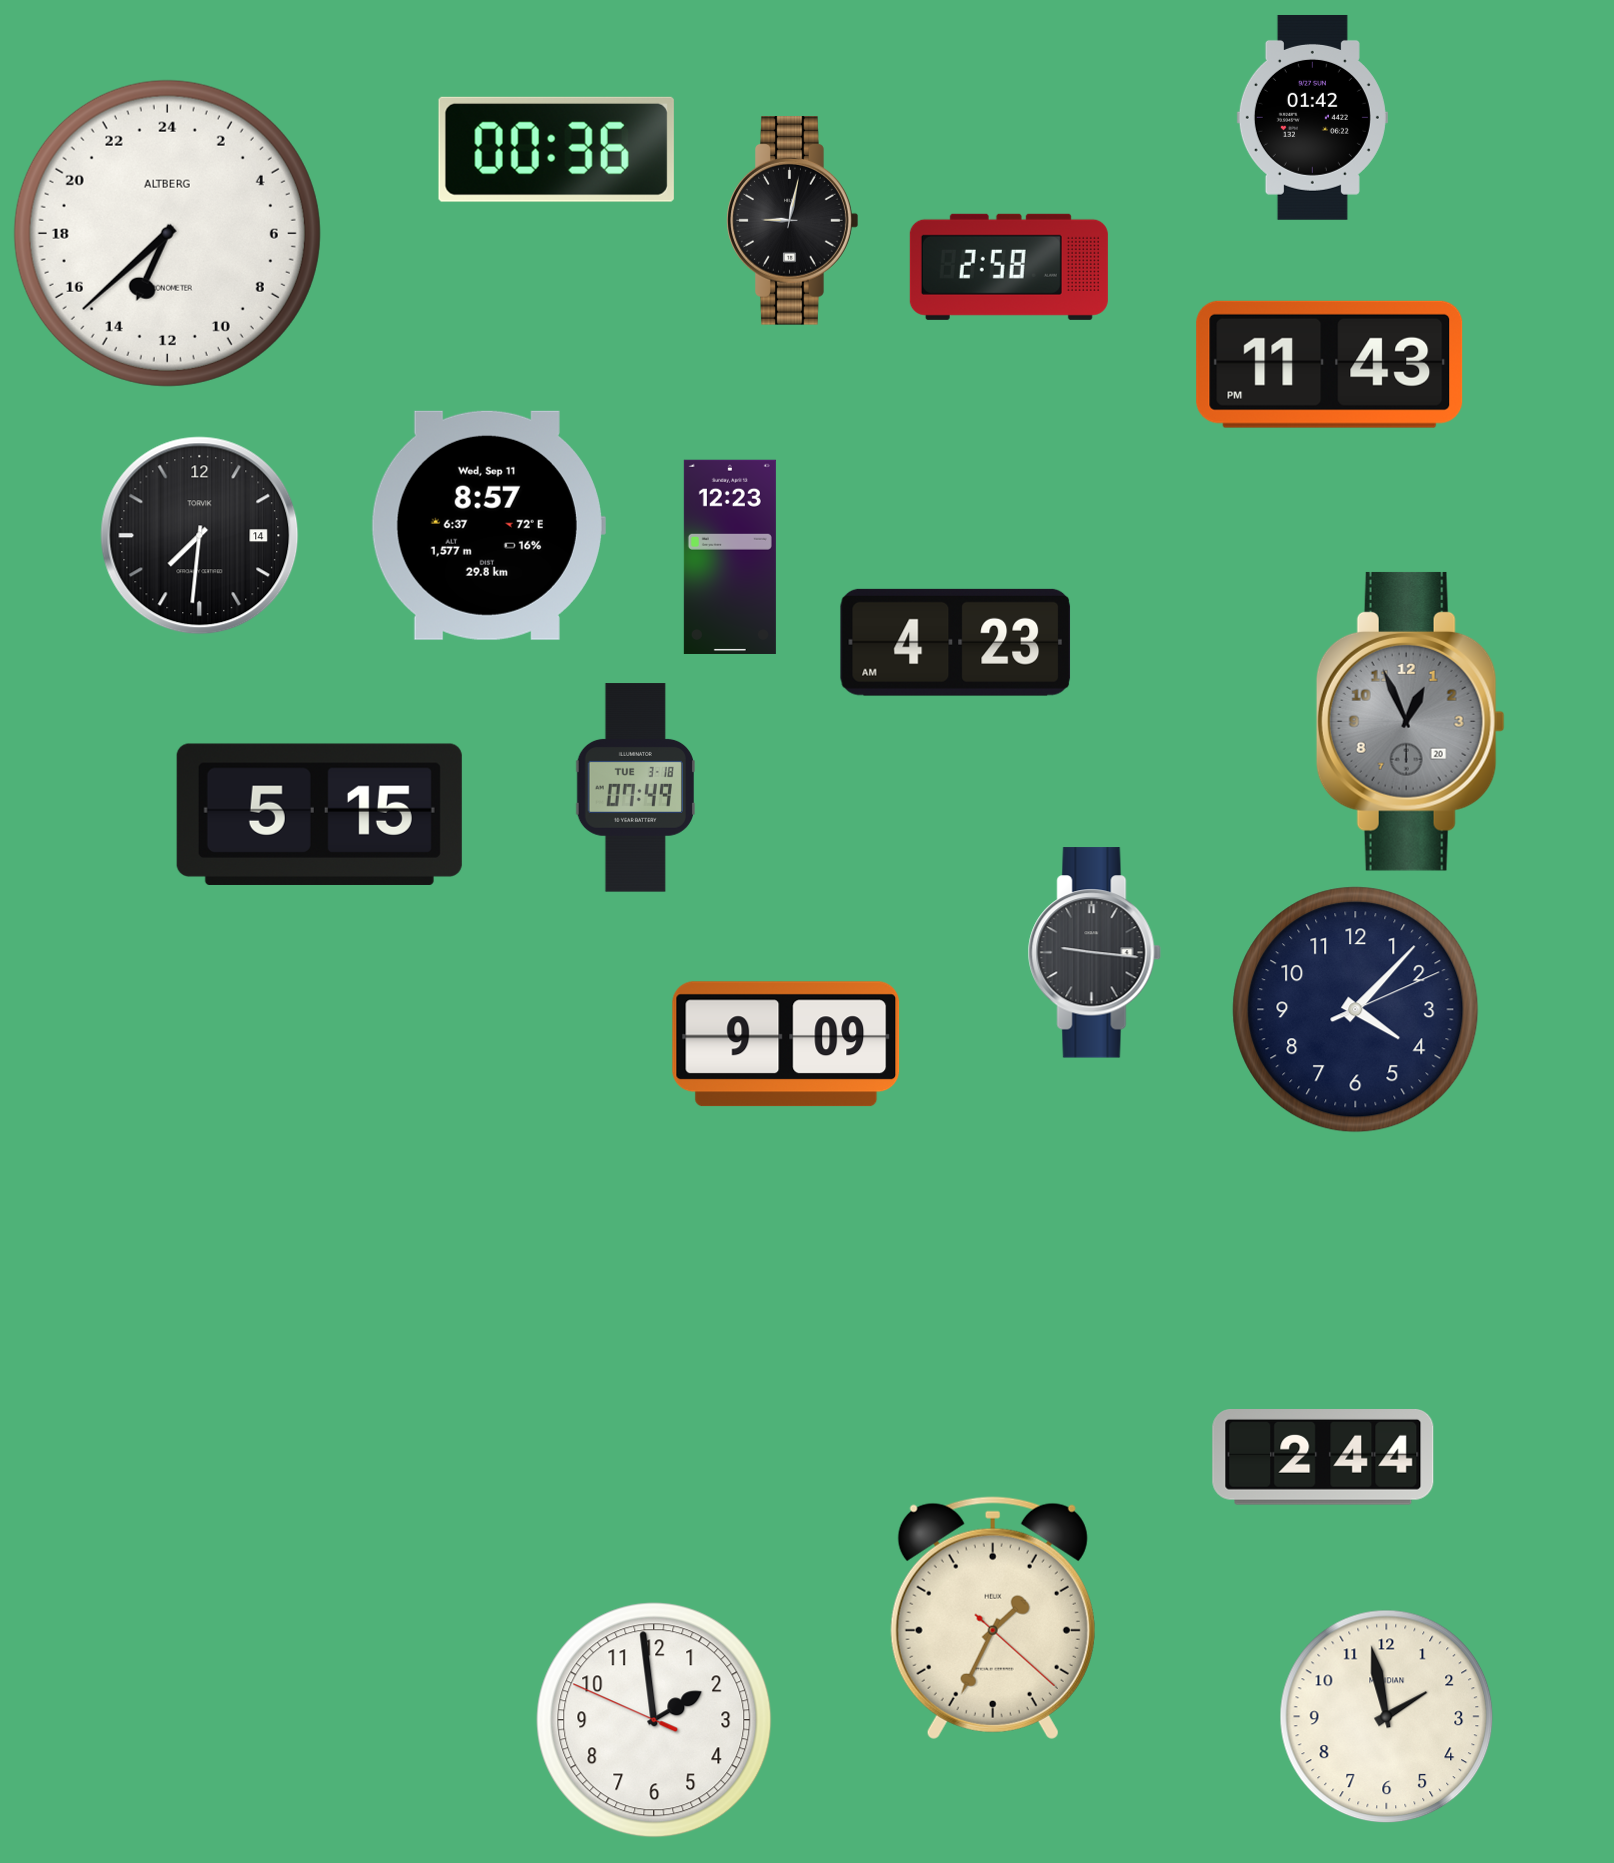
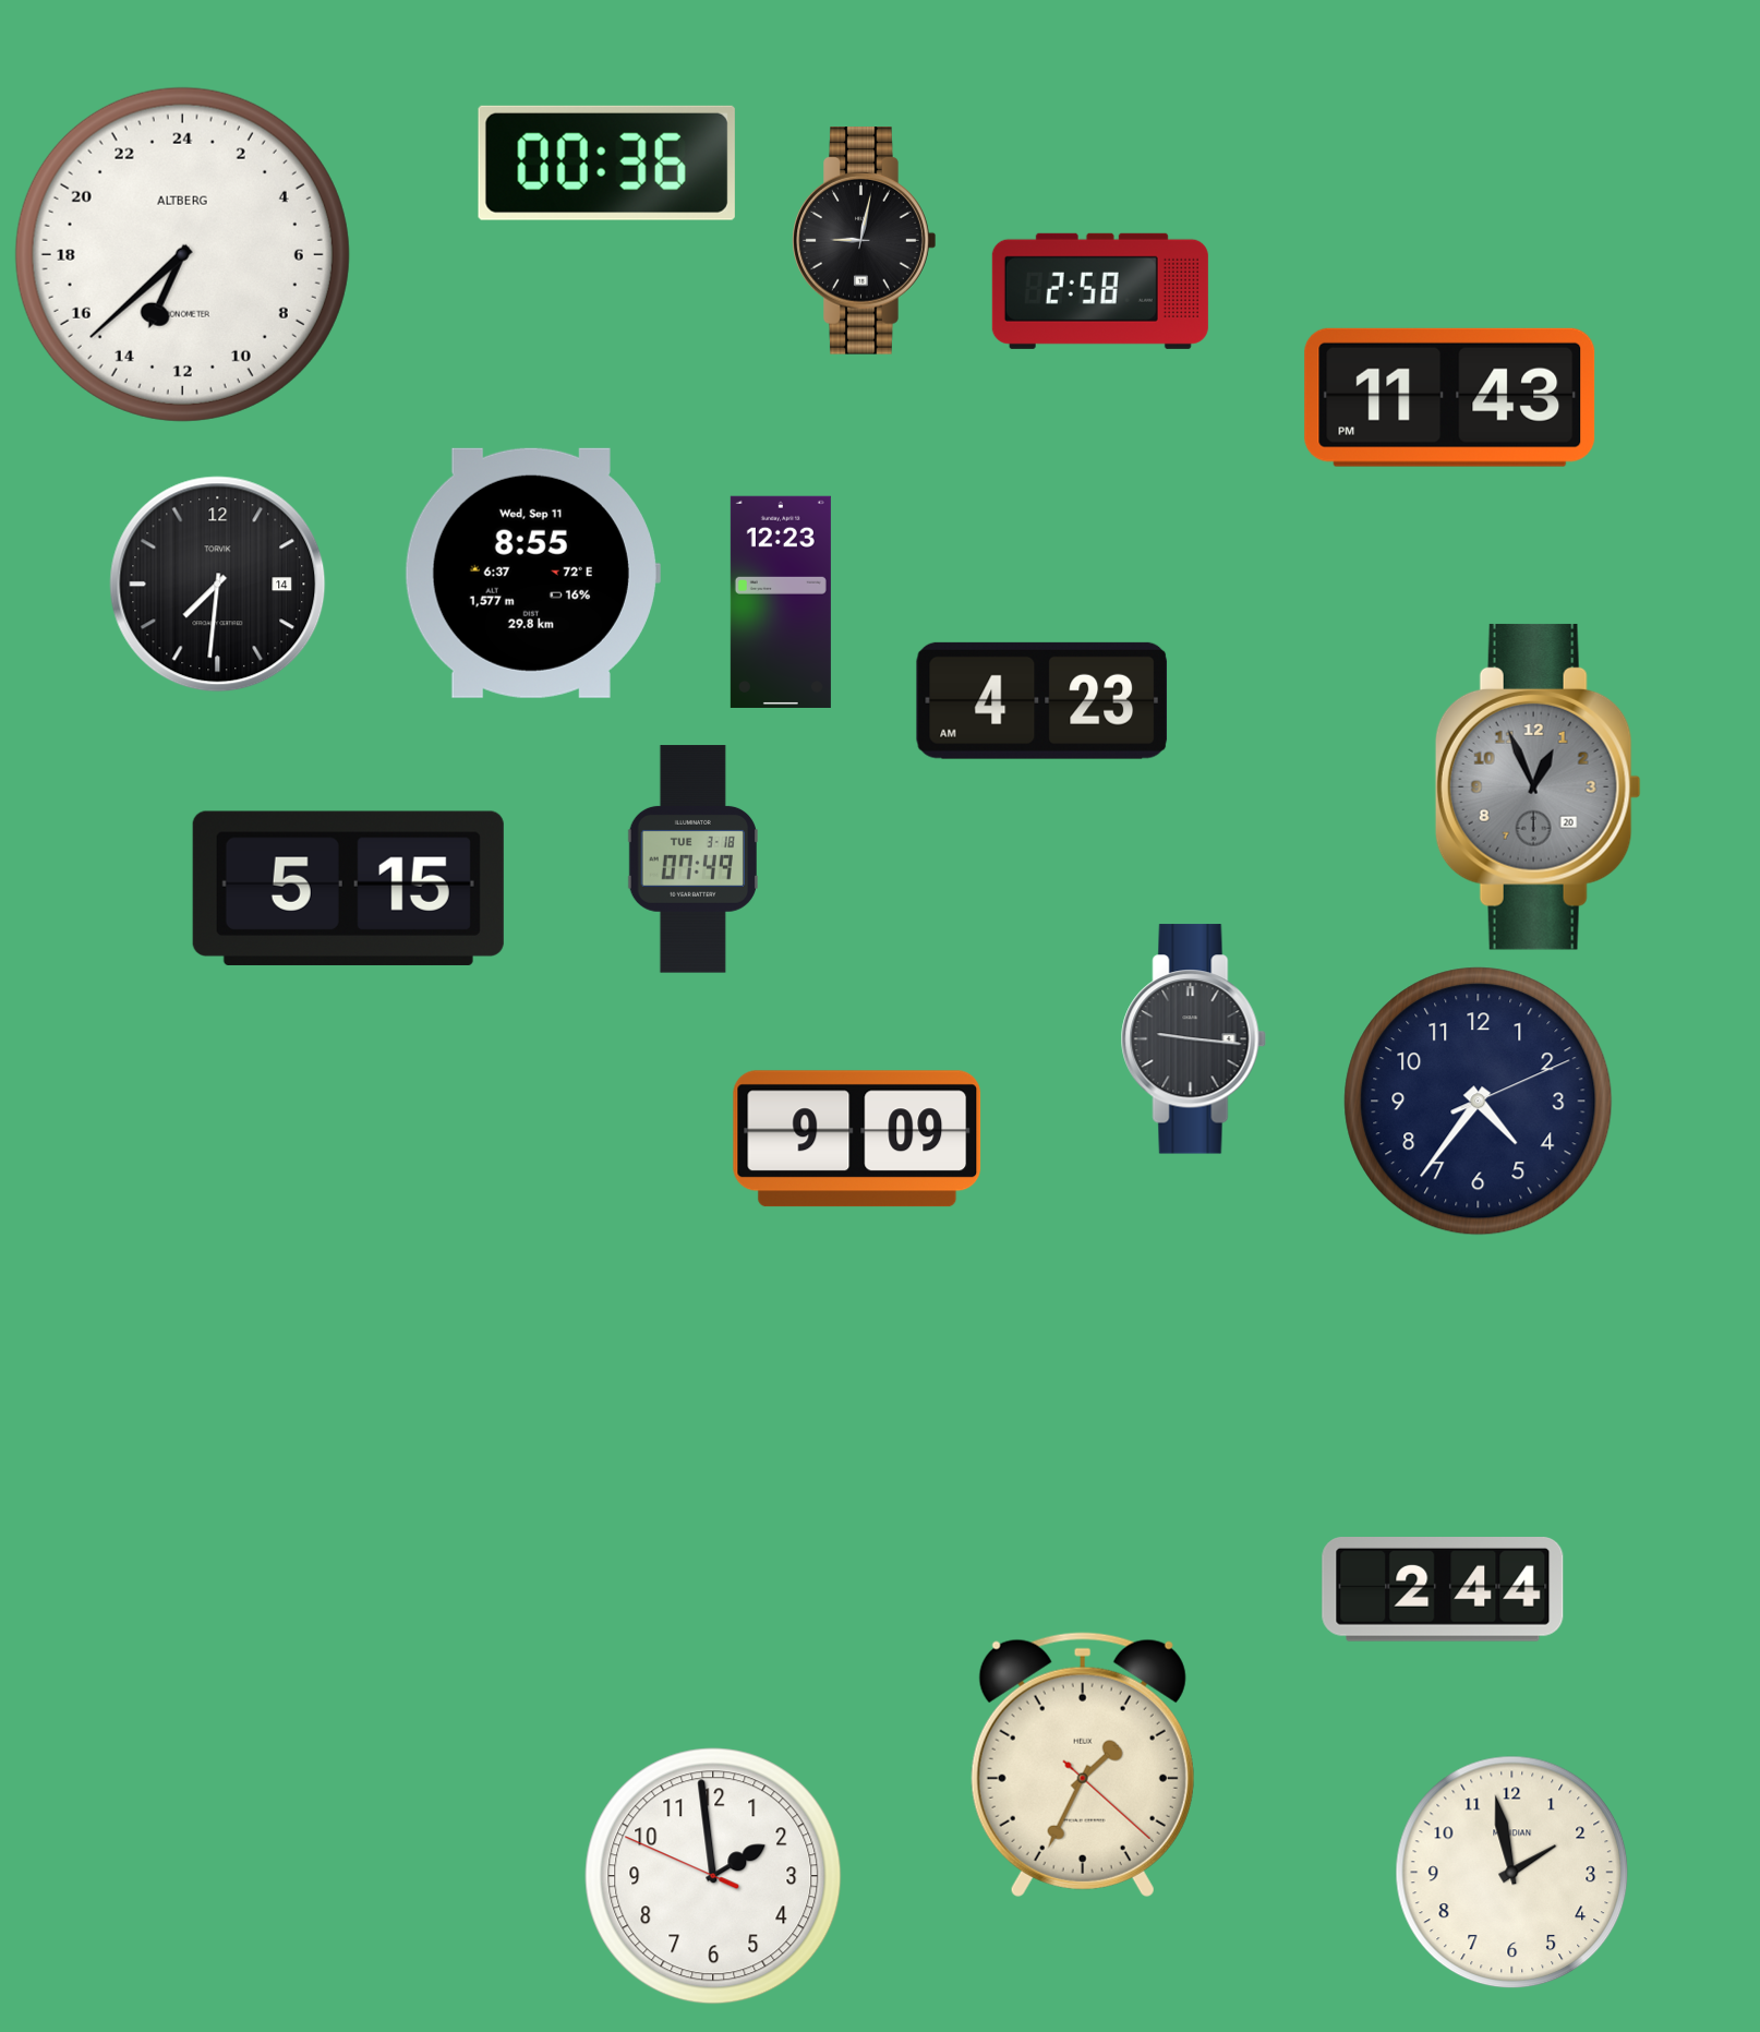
clock at (1312, 117): 01:42 -> none
clock at (488, 525): 8:57 -> 8:55
clock at (730, 557) position: (730, 557) -> (781, 602)
clock at (1356, 1010): 4:07 -> 4:36
